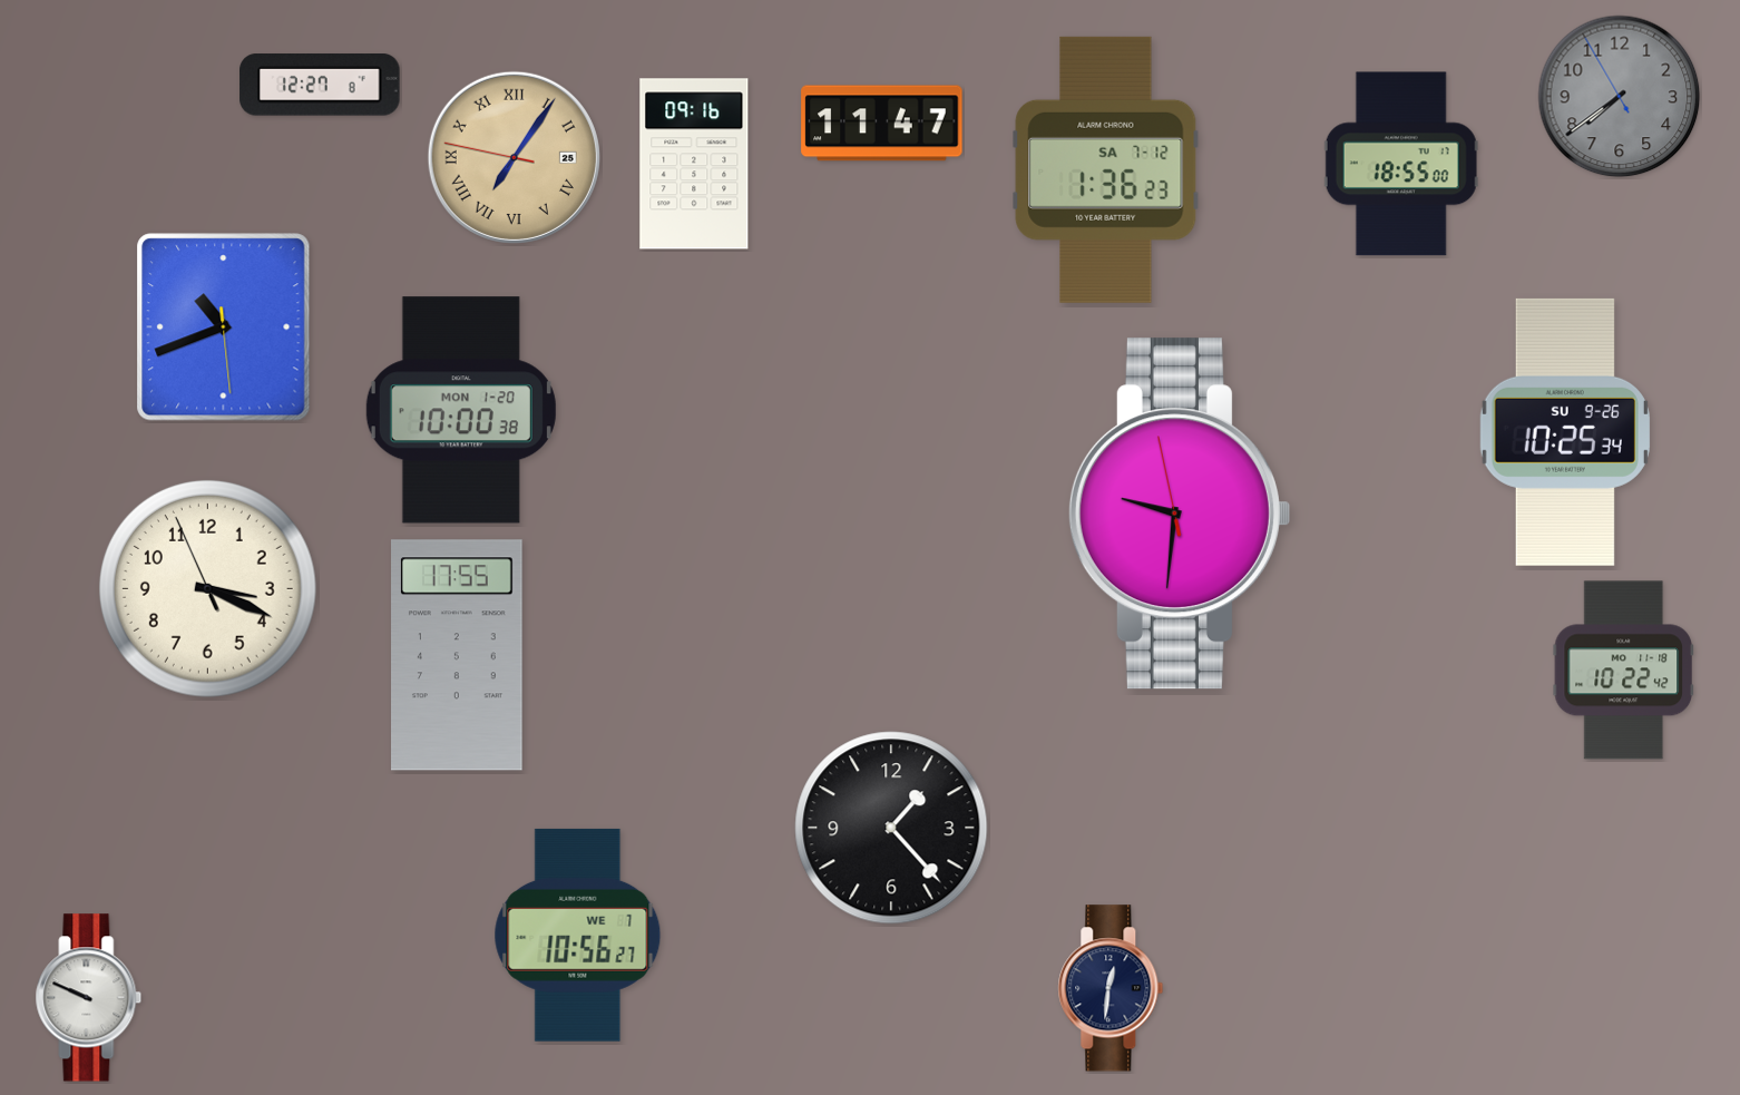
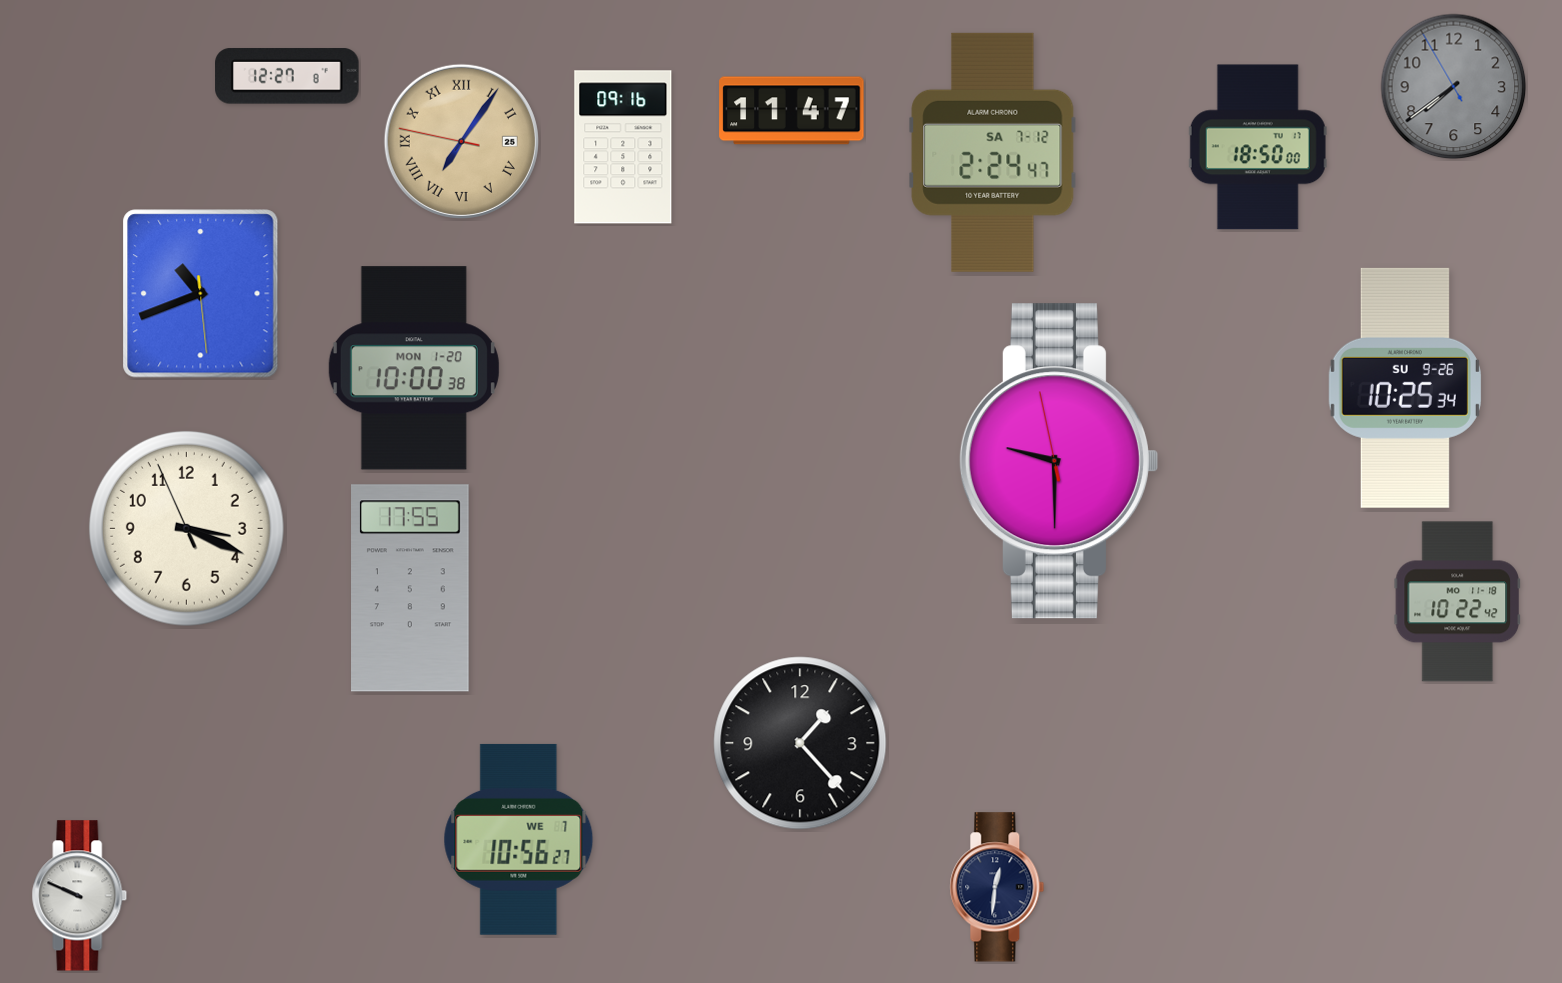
clock at (1401, 164): 18:55 -> 18:50
clock at (1106, 169): 1:36 -> 2:24
clock at (1179, 514): 9:30 -> 9:29
